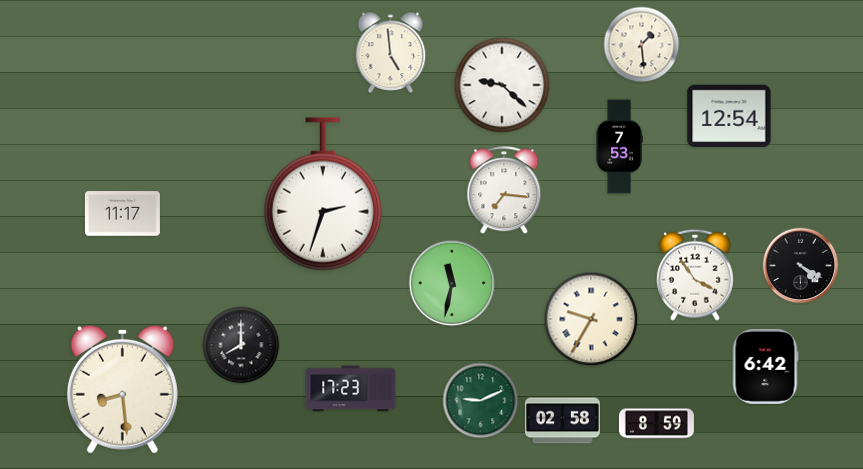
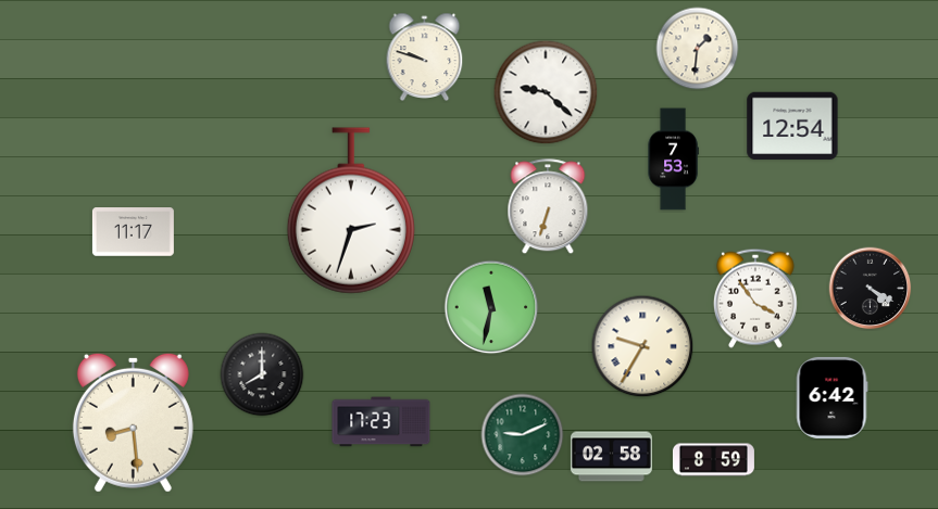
clock at (642, 45): 1:29 -> 1:31
clock at (391, 52): 4:59 -> 9:48
clock at (504, 191): 7:16 -> 6:33
